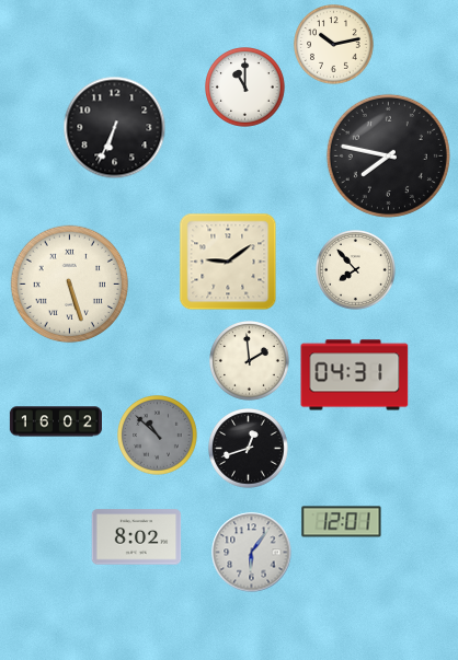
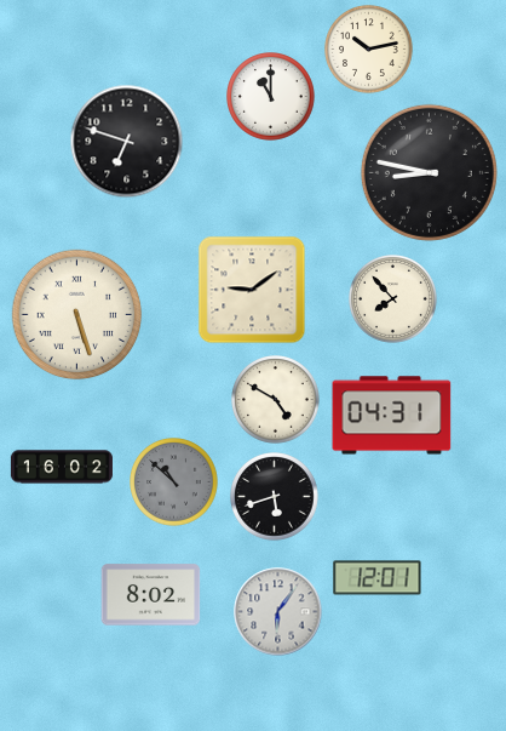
clock at (115, 128): 6:34 -> 6:48
clock at (388, 155): 7:47 -> 8:47
clock at (250, 361): 1:59 -> 4:50
clock at (249, 449): 12:42 -> 5:42
